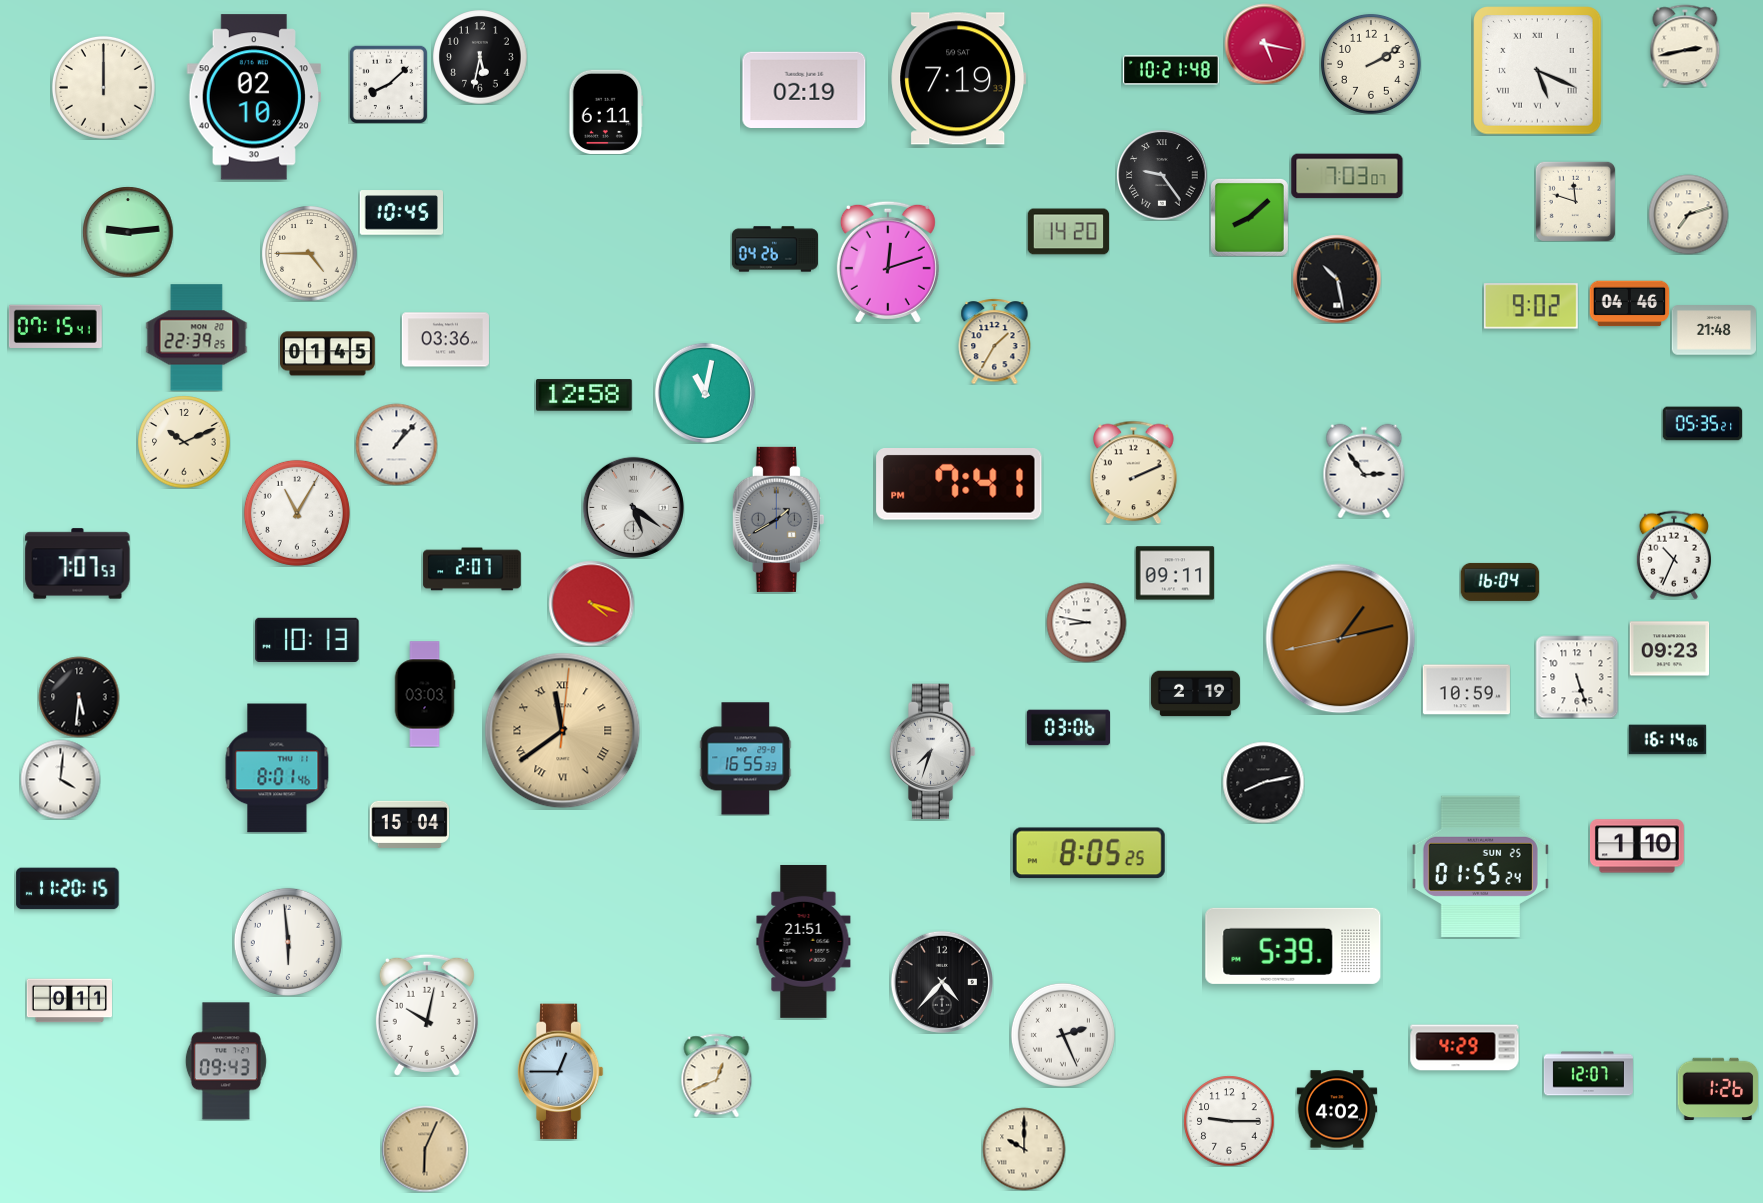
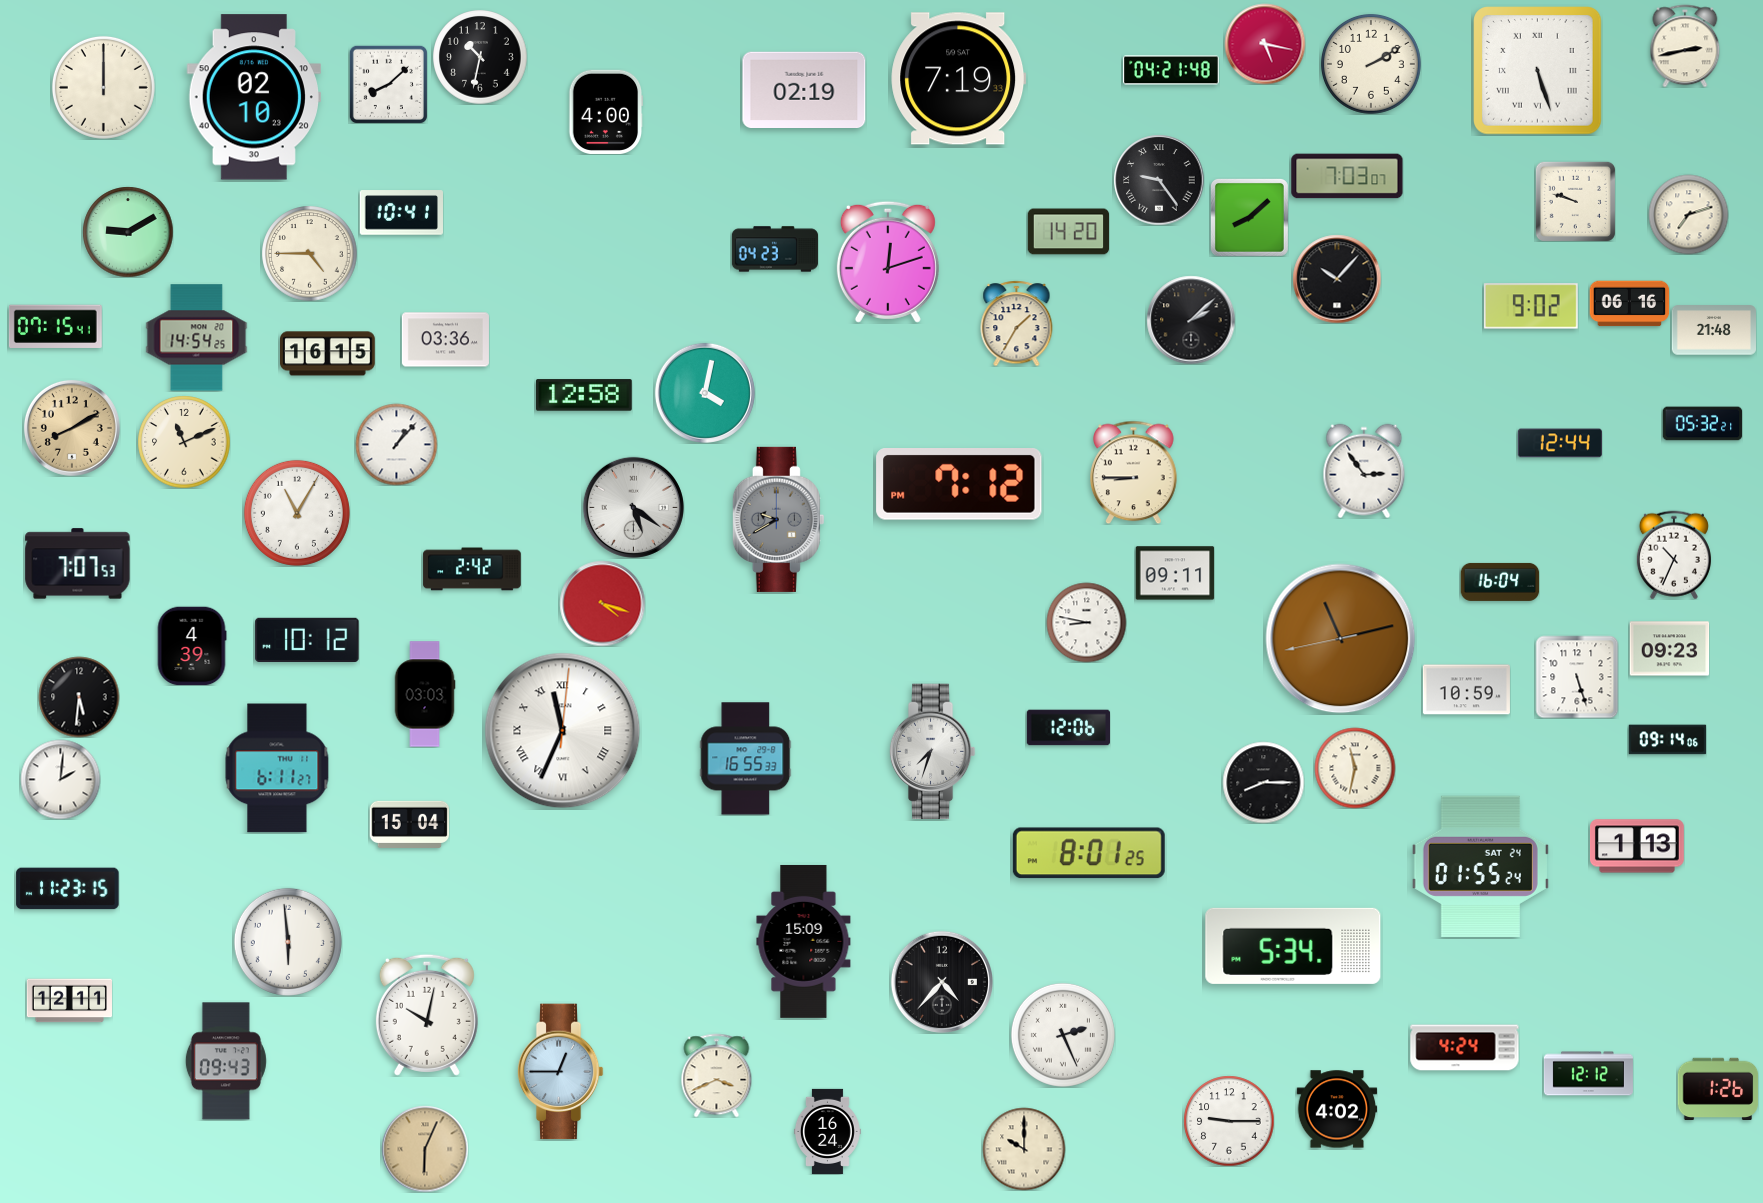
clock at (480, 57): 5:32 -> 10:32
clock at (1171, 70): 10:21 -> 04:21
clock at (1538, 71): 5:19 -> 5:27
clock at (606, 112): 6:11 -> 4:00
clock at (1162, 175) position: (1162, 175) -> (1159, 180)
clock at (1575, 201): 11:48 -> 9:48
clock at (401, 213): 10:45 -> 10:41
clock at (128, 232): 9:14 -> 9:10
clock at (775, 249): 04:26 -> 04:23
clock at (1337, 279): 10:28 -> 10:07
clock at (1629, 304): 04:46 -> 06:16
clock at (1191, 320): none -> 2:08
clock at (197, 338): 22:39 -> 14:54
clock at (995, 341) position: (995, 341) -> (1017, 323)
clock at (328, 354): 01:45 -> 16:15
clock at (705, 393): 11:02 -> 4:02
clock at (1702, 424): 05:35 -> 05:32
clock at (72, 428): none -> 8:10
clock at (184, 442): 10:11 -> 11:11
clock at (1560, 443): none -> 12:44
clock at (1134, 472): 2:11 -> 8:45
clock at (959, 485): 7:41 -> 7:12
clock at (778, 519): 1:40 -> 9:40
clock at (472, 569): 2:07 -> 2:42
clock at (591, 603) position: (591, 603) -> (602, 603)
clock at (307, 639): 10:13 -> 10:12
clock at (1341, 639): 1:12 -> 11:12
clock at (192, 646): none -> 4:39
clock at (1195, 694): 2:19 -> none
clock at (1068, 728): 03:06 -> 12:06
clock at (563, 731): 11:39 -> 11:34
clock at (563, 731) dial: champagne -> white
clock at (1667, 740): 16:14 -> 09:14
clock at (277, 768): 8:01 -> 6:11
clock at (1355, 768): none -> 11:32
clock at (60, 779): 4:01 -> 2:01
clock at (1263, 782): 8:13 -> 8:15
clock at (1637, 846): 1:10 -> 1:13
clock at (1089, 853): 8:05 -> 8:01
clock at (1480, 866) date: SUN 25 -> SAT 24
clock at (68, 889): 11:20 -> 11:23
clock at (804, 941): 21:51 -> 15:09
clock at (1293, 946): 5:39 -> 5:34
clock at (69, 1001): 0:11 -> 12:11
clock at (1465, 1048): 4:29 -> 4:24
clock at (1588, 1074): 12:07 -> 12:12
clock at (717, 1075): 12:41 -> 3:41
clock at (827, 1131): none -> 16:24
